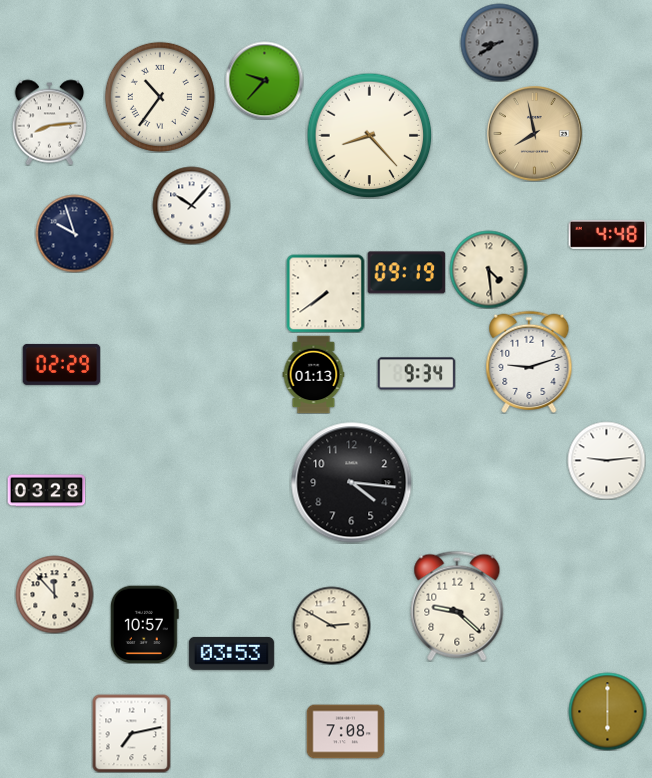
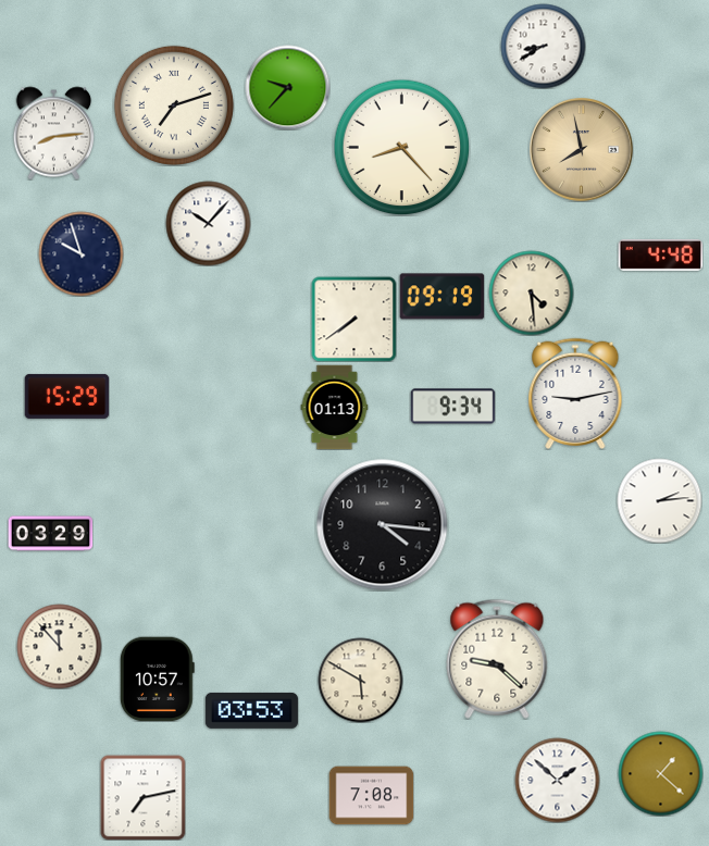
clock at (499, 42) dial: grey -> white
clock at (160, 97): 10:36 -> 7:12
clock at (535, 134) position: (535, 134) -> (582, 150)
clock at (529, 361): 9:12 -> 9:13
clock at (61, 364): 02:29 -> 15:29
clock at (314, 374) position: (314, 374) -> (335, 407)
clock at (606, 460): 9:14 -> 2:14
clock at (46, 491): 03:28 -> 03:29
clock at (331, 625): 2:50 -> 5:50
clock at (607, 711): 6:00 -> 1:22
clock at (557, 780): none -> 1:52
clock at (345, 732) position: (345, 732) -> (371, 796)
